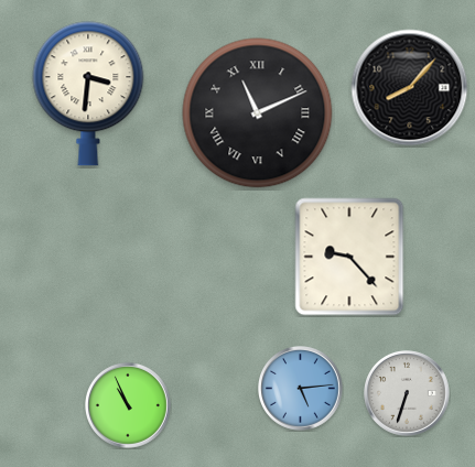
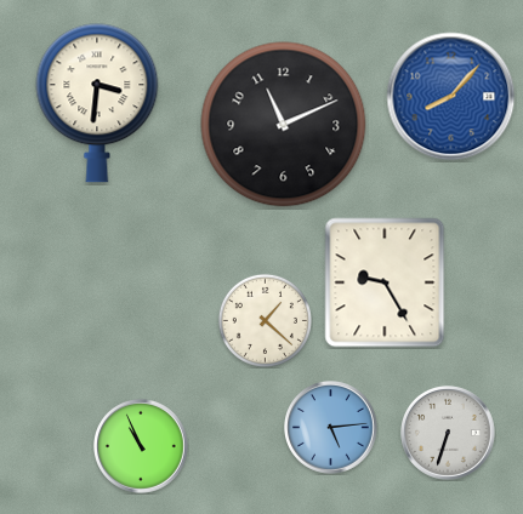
clock at (410, 88) dial: black -> blue
clock at (258, 113) numerals: Roman -> Arabic
clock at (349, 257): 9:23 -> 9:25
clock at (265, 320): none -> 1:22
